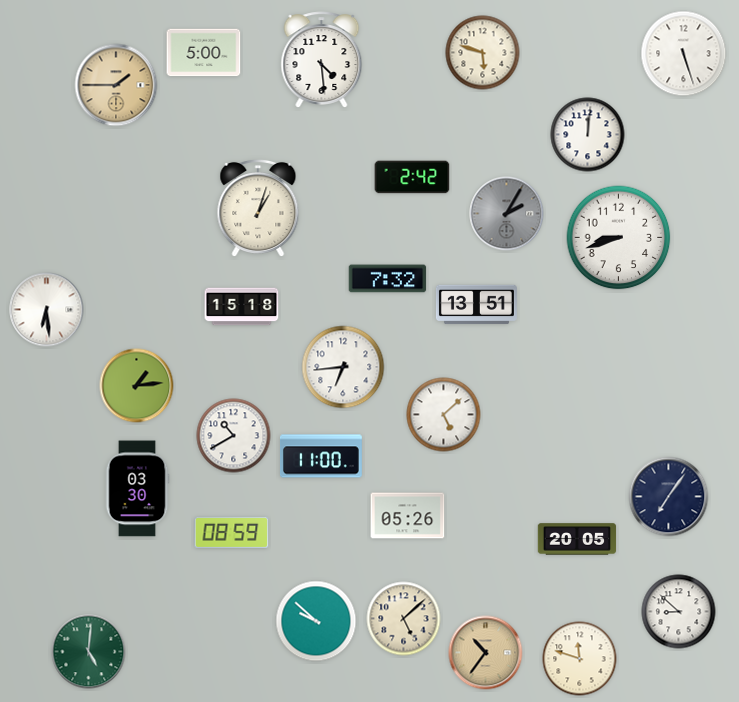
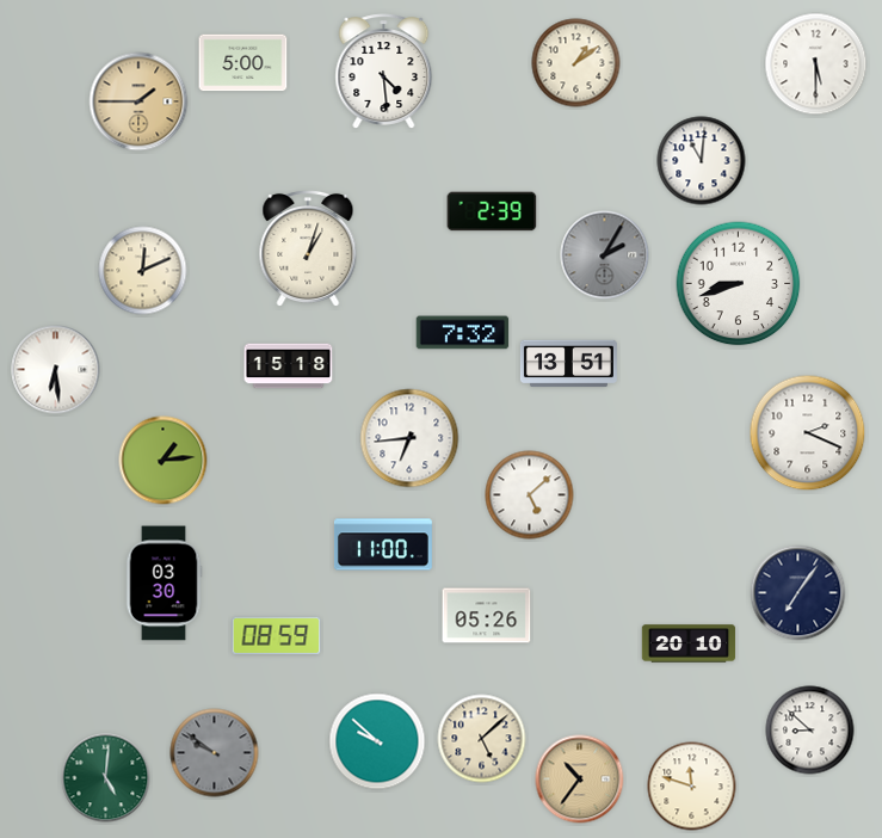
clock at (483, 53): 5:48 -> 1:09
clock at (684, 54): 5:27 -> 5:30
clock at (588, 135): 12:01 -> 11:01
clock at (412, 177): 2:42 -> 2:39
clock at (143, 271): none -> 12:11
clock at (808, 433): none -> 2:19
clock at (234, 436): 10:40 -> none
clock at (577, 539): 20:05 -> 20:10
clock at (215, 753): none -> 9:51
